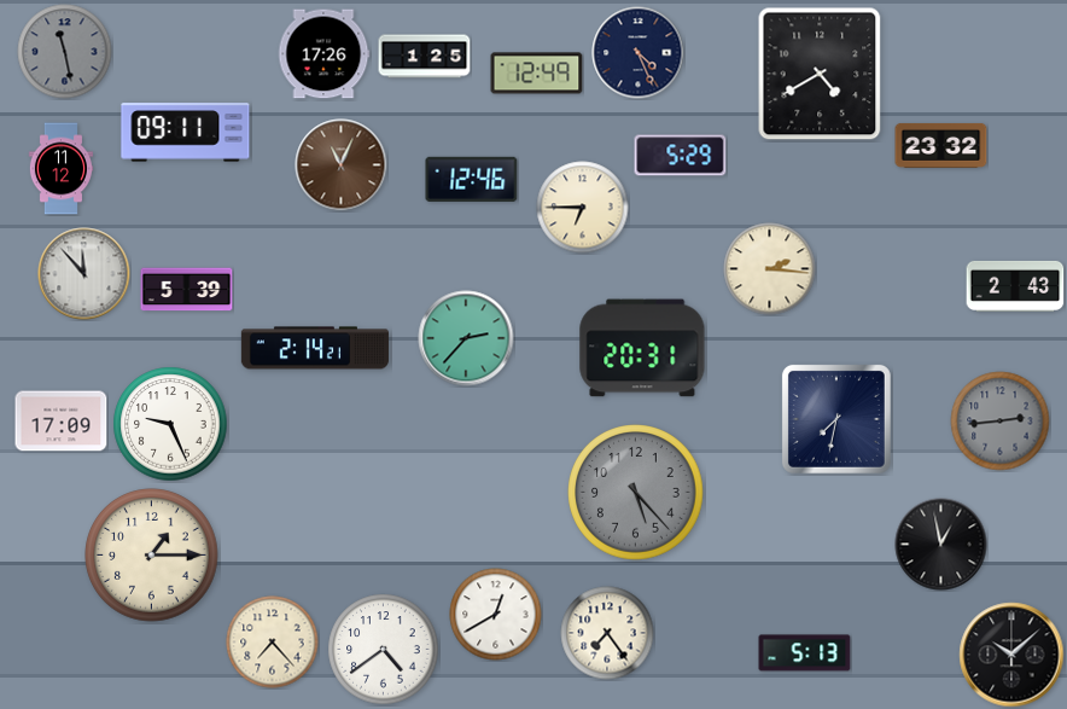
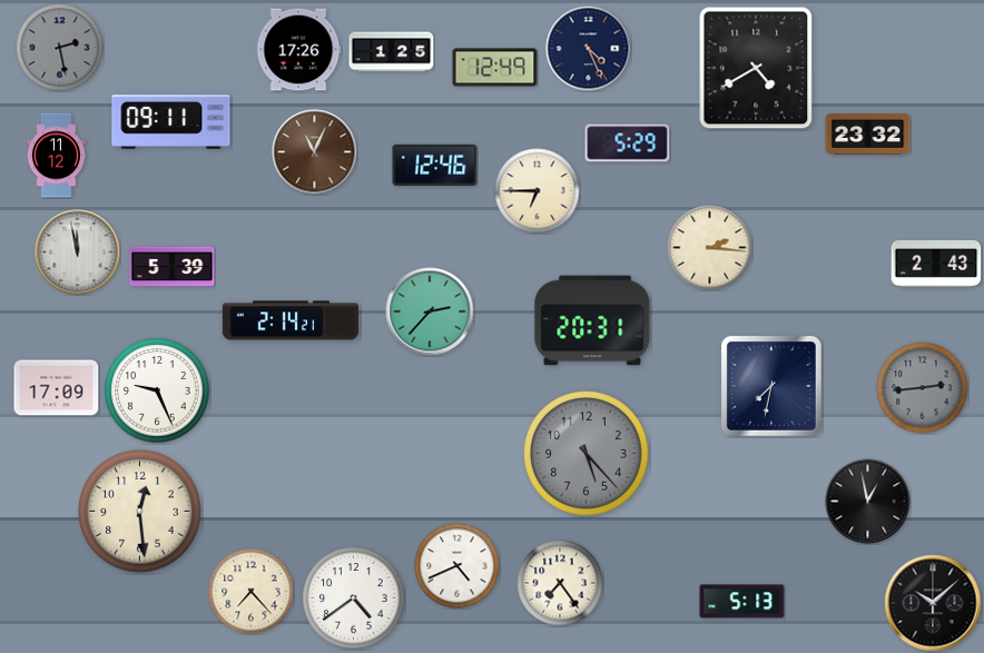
clock at (65, 52): 11:28 -> 2:28
clock at (84, 274): 11:53 -> 11:58
clock at (152, 556): 1:15 -> 12:29
clock at (496, 615): 12:40 -> 4:41
